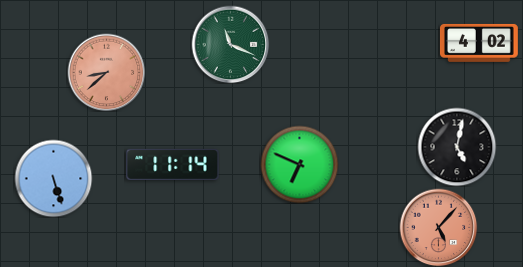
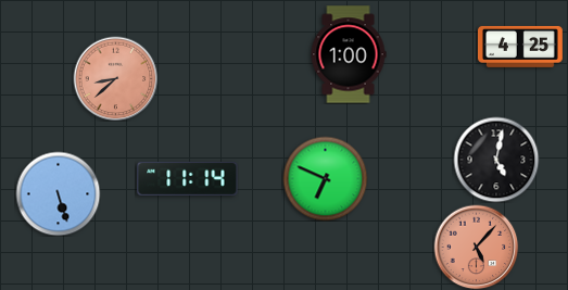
clock at (479, 43): 4:02 -> 4:25
clock at (230, 44): 11:19 -> none
clock at (349, 54): none -> 1:00
